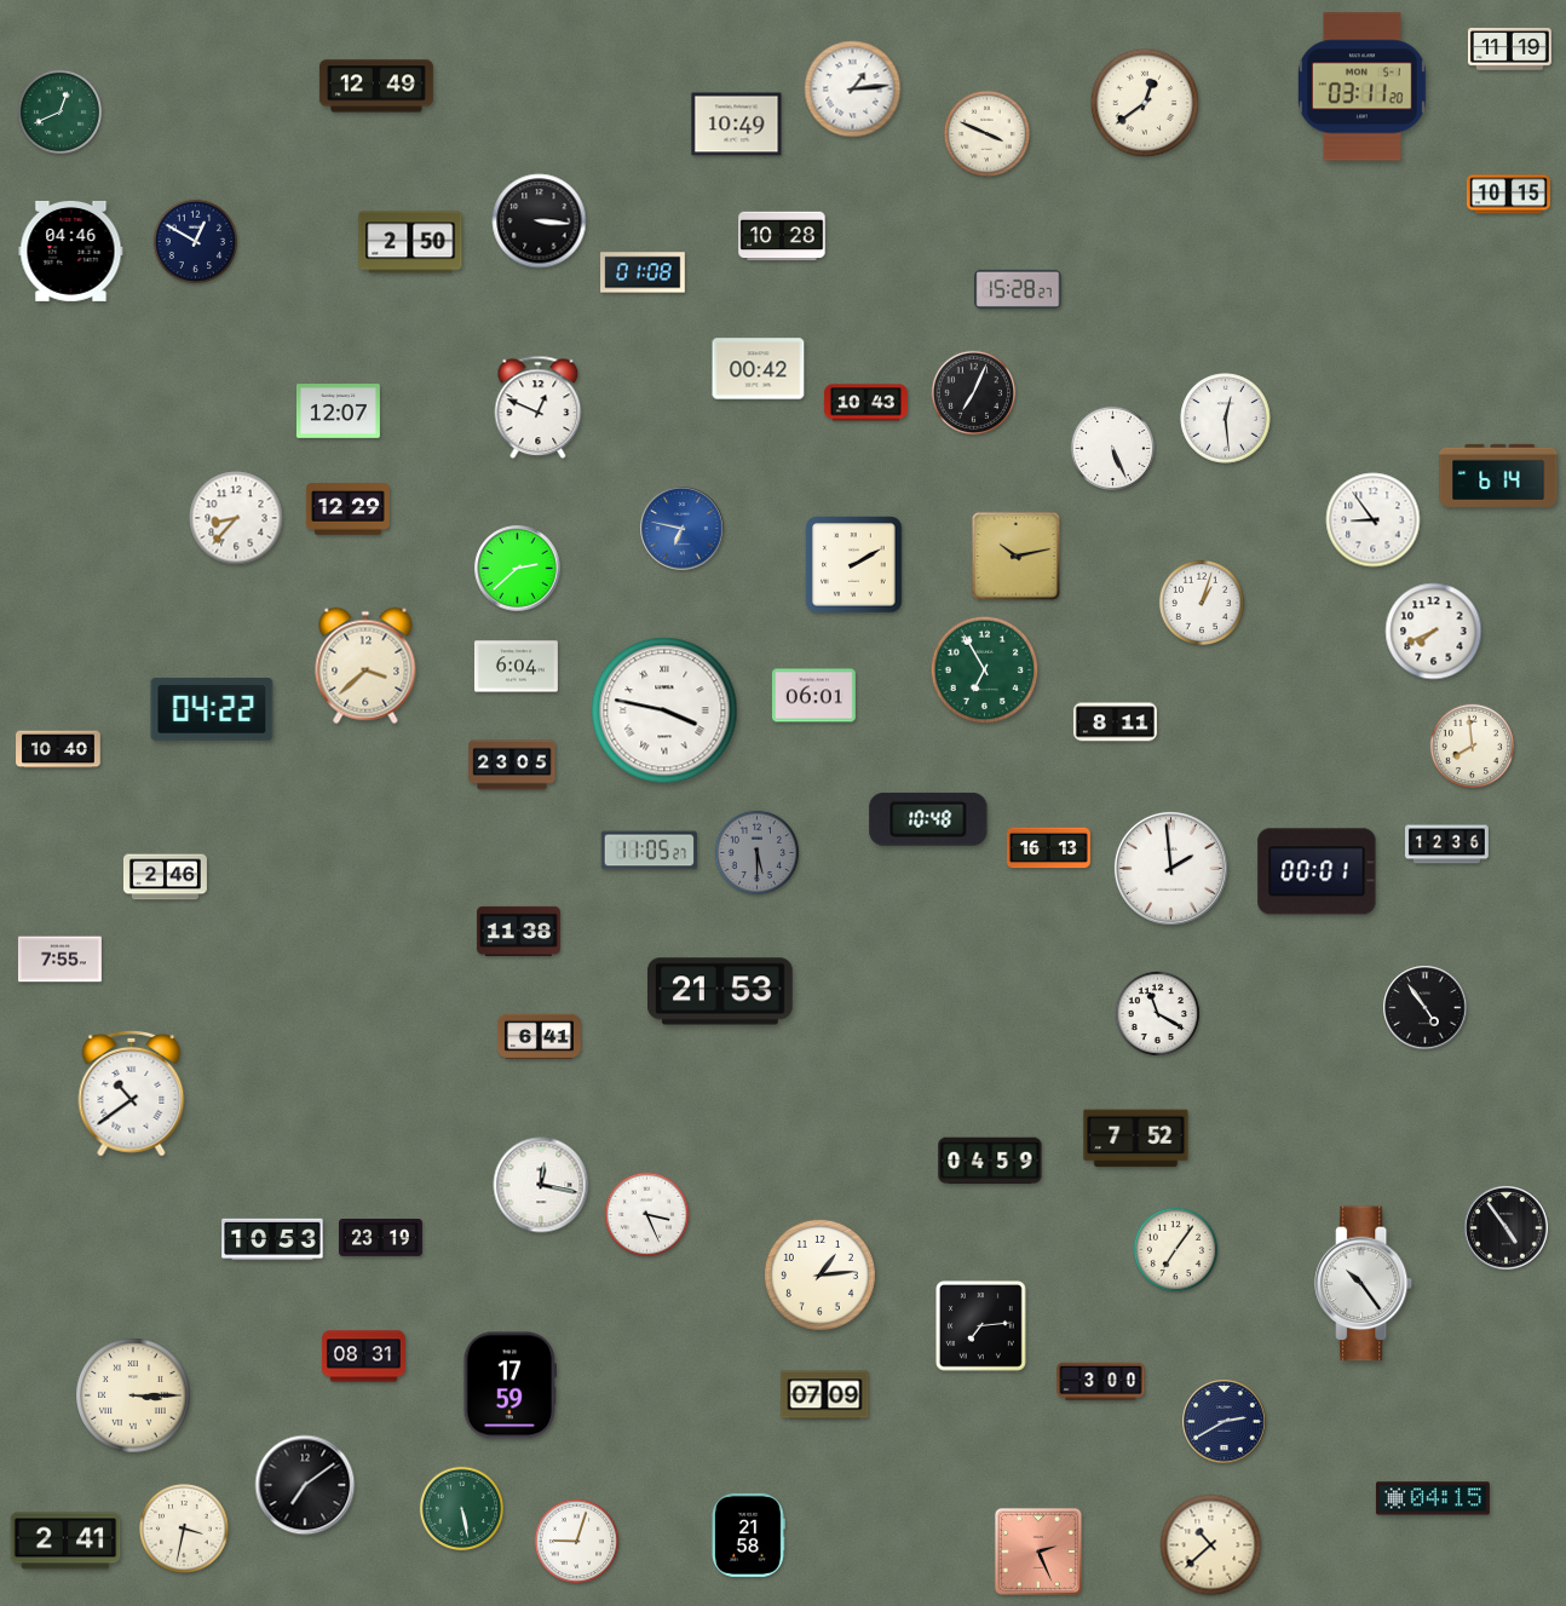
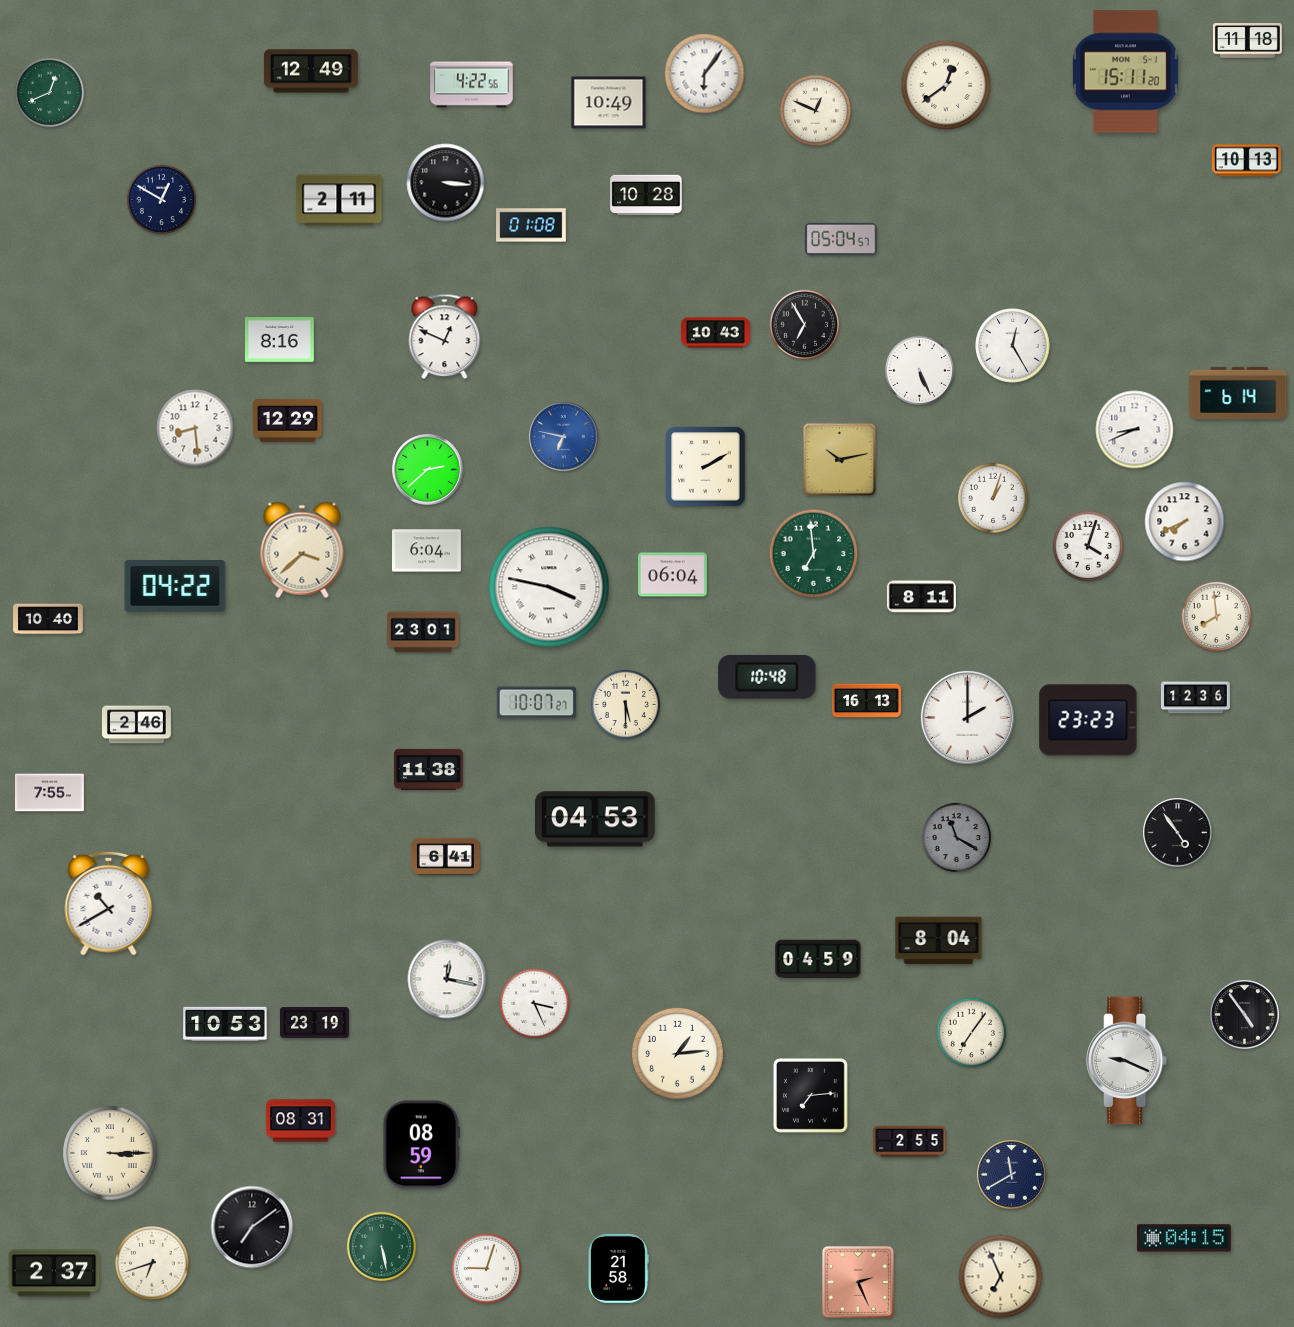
clock at (1509, 50): 11:19 -> 11:18
clock at (1361, 87): 03:11 -> 15:11
clock at (853, 90): 1:14 -> 6:06
clock at (472, 85): none -> 4:22
clock at (986, 133): 3:49 -> 12:49
clock at (1508, 195): 10:15 -> 10:13
clock at (410, 242): 2:50 -> 2:11
clock at (71, 251): 04:46 -> none
clock at (1018, 289): 15:28 -> 05:04
clock at (759, 369): 00:42 -> none
clock at (974, 393): 7:04 -> 6:55
clock at (338, 411): 12:07 -> 8:16
clock at (1226, 419): 12:29 -> 12:25
clock at (236, 518): 8:37 -> 8:29
clock at (1374, 520): 8:54 -> 8:41
clock at (1087, 545): none -> 4:03
clock at (985, 670): 6:55 -> 6:59
clock at (813, 696): 06:01 -> 06:04
clock at (512, 765): 23:05 -> 23:01
clock at (650, 851): 11:05 -> 10:07
clock at (758, 853) dial: grey -> cream
clock at (1170, 868): 1:59 -> 2:00
clock at (1317, 871): 00:01 -> 23:23
clock at (721, 991): 21:53 -> 04:53
clock at (1158, 1014) dial: white -> grey
clock at (132, 1093): 10:39 -> 10:40
clock at (1136, 1139): 7:52 -> 8:04
clock at (1364, 1284): 10:24 -> 9:19
clock at (1101, 1382): 3:00 -> 2:55
clock at (511, 1386): 17:59 -> 08:59
clock at (825, 1395): 07:09 -> none
clock at (1225, 1422): 2:40 -> 11:40
clock at (184, 1529): 3:32 -> 6:42
clock at (65, 1541): 2:41 -> 2:37
clock at (577, 1542) position: (577, 1542) -> (487, 1269)
clock at (1211, 1545): 10:38 -> 6:56
